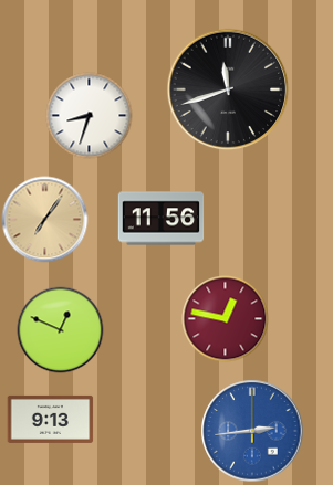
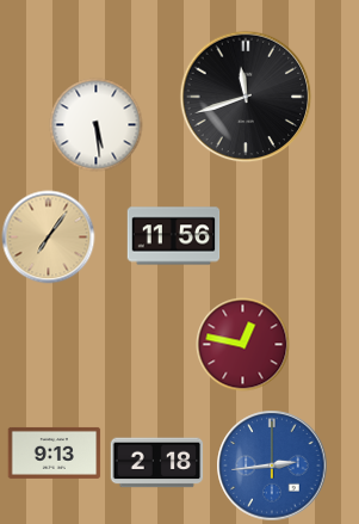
clock at (89, 115): 8:33 -> 5:29
clock at (60, 329): 12:49 -> none
clock at (156, 463): none -> 2:18
